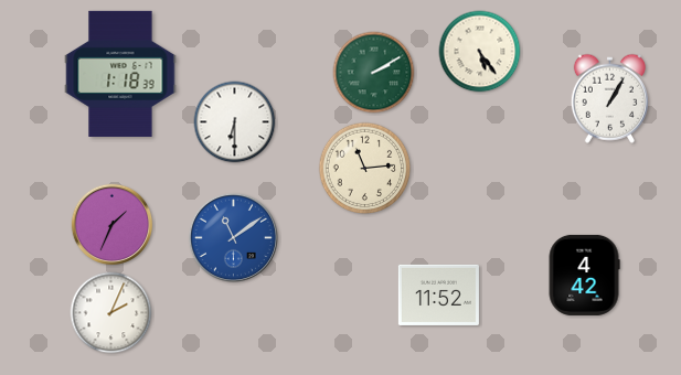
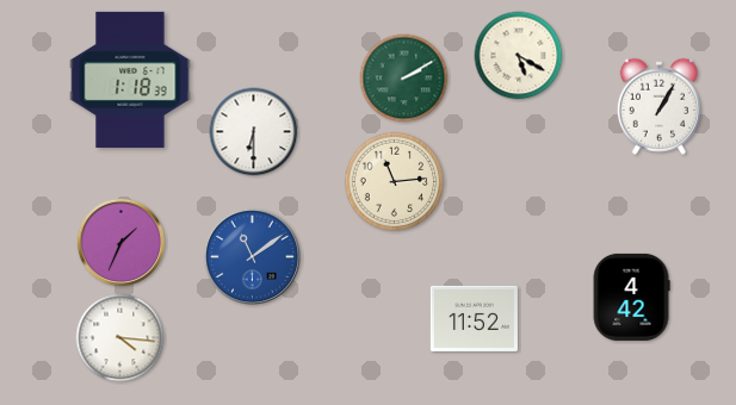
clock at (480, 52): 5:24 -> 5:20
clock at (111, 313): 2:04 -> 4:16
